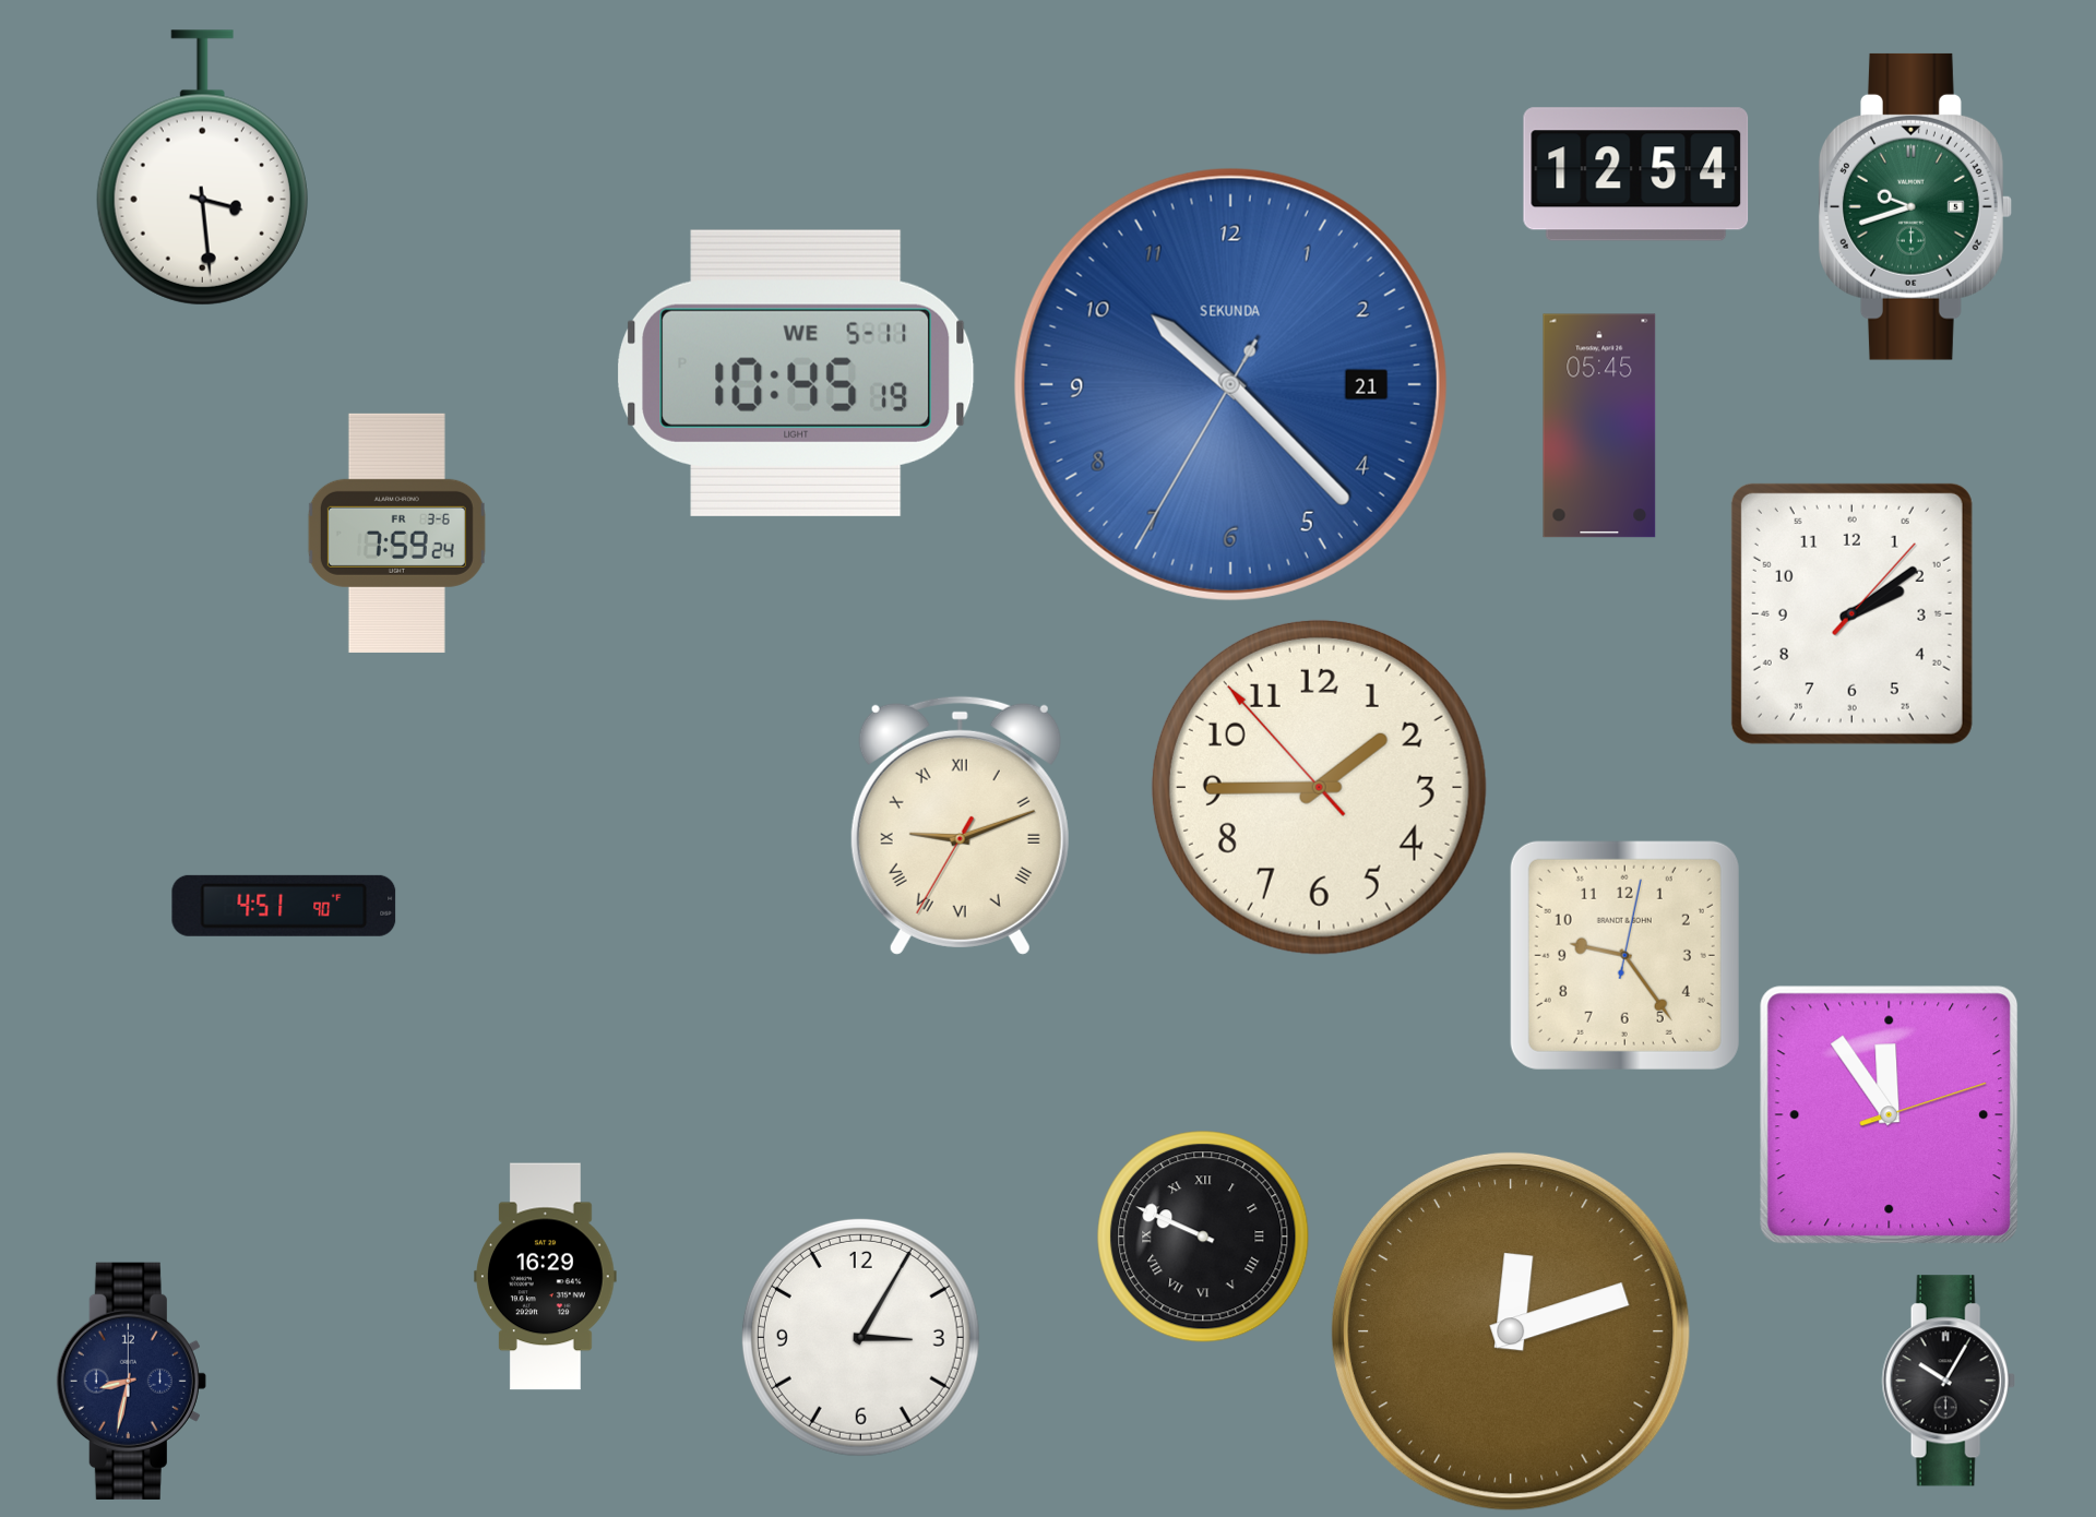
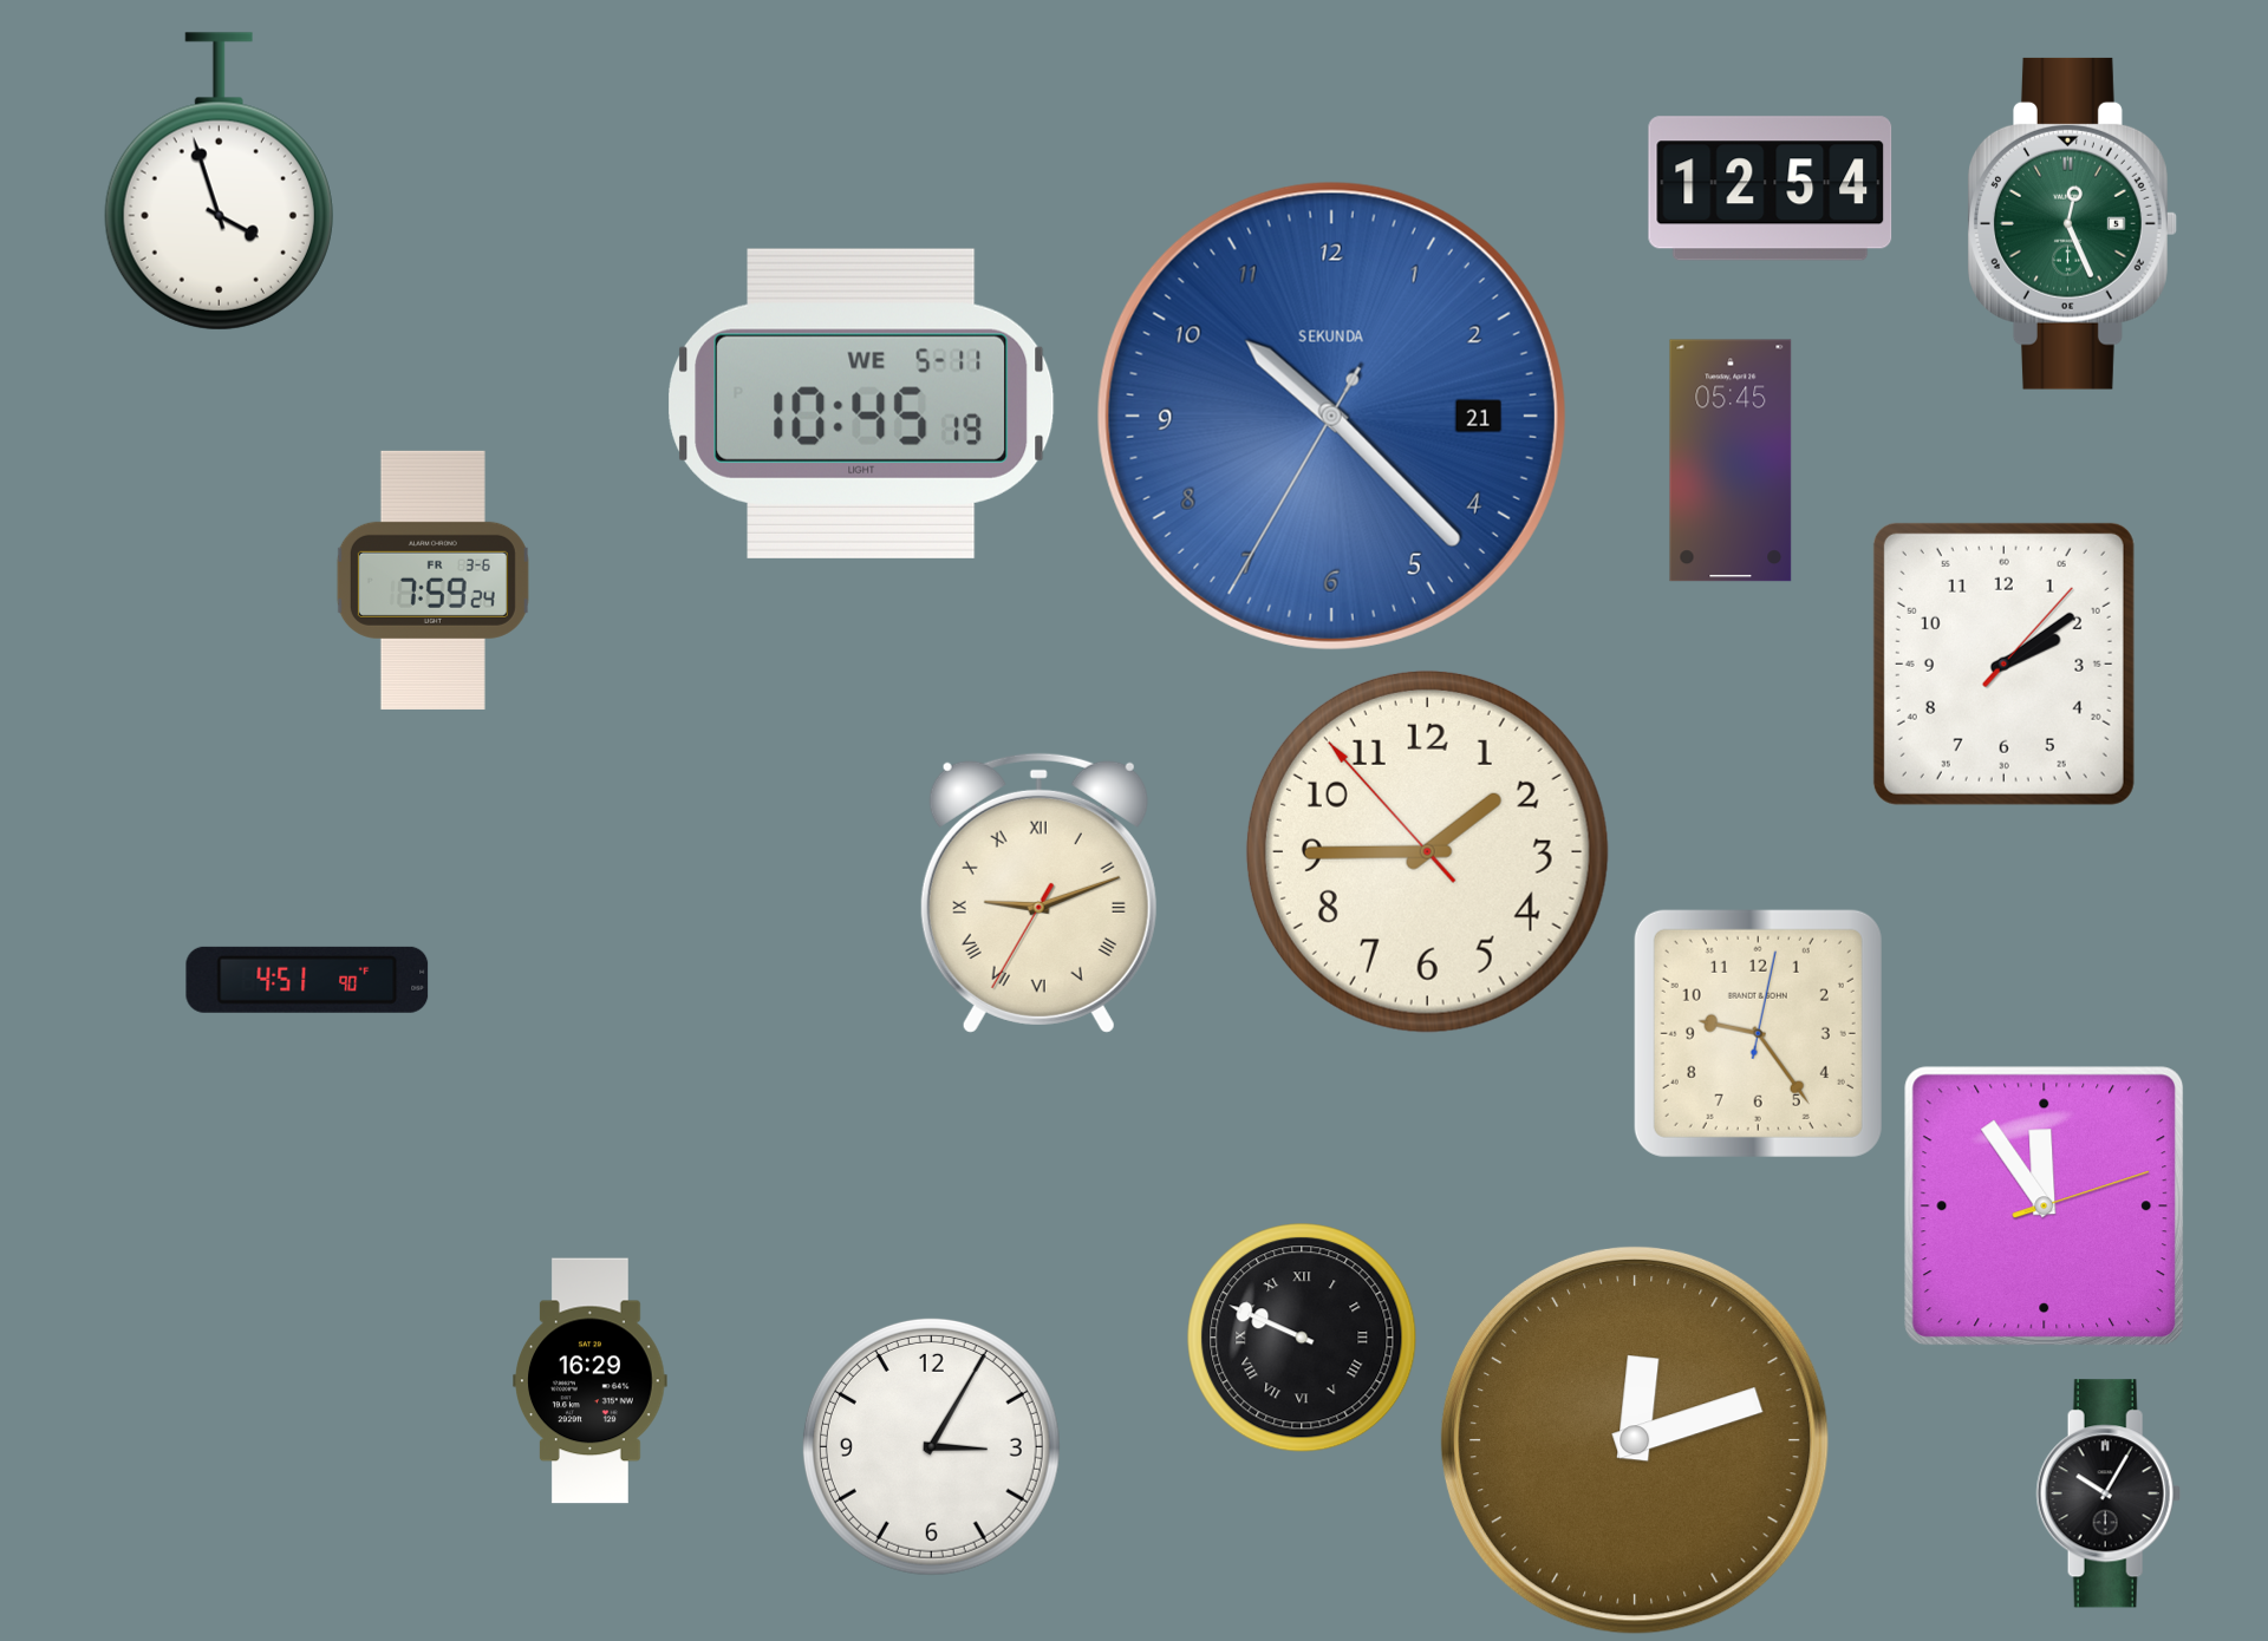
clock at (202, 168): 3:29 -> 3:57
clock at (1916, 206): 9:42 -> 12:26
clock at (396, 533) position: (396, 533) -> (432, 580)
clock at (131, 1381): 8:32 -> none
